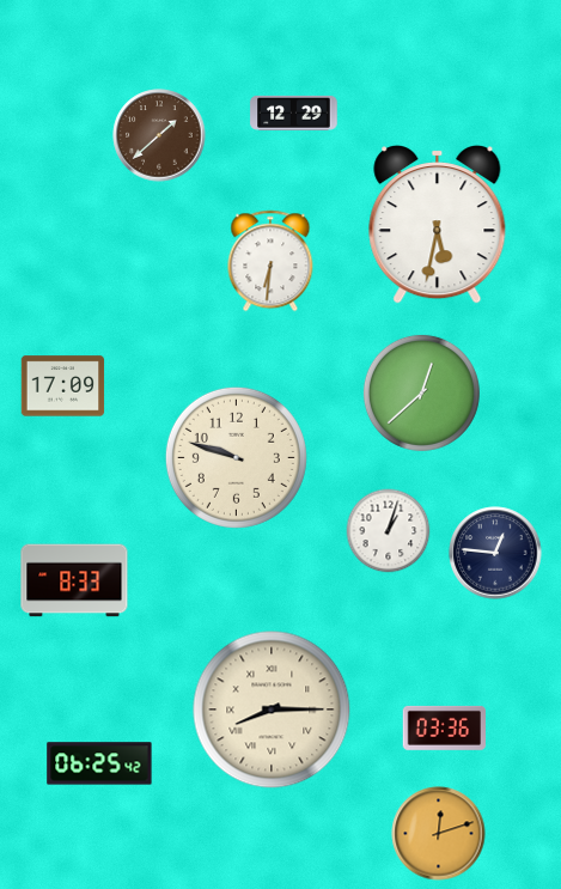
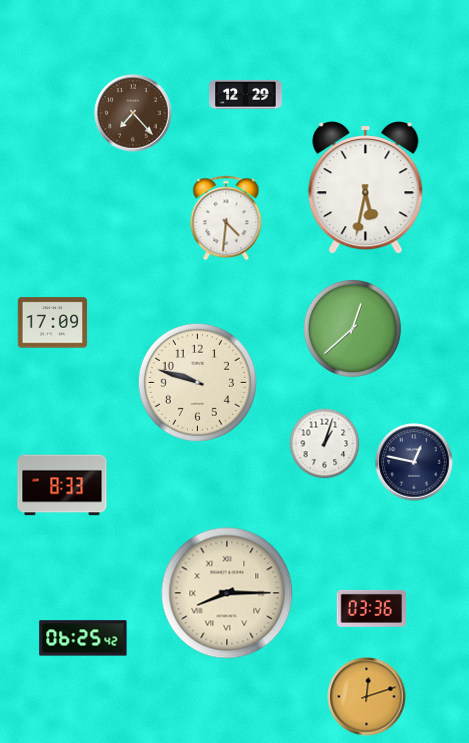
clock at (159, 135): 1:38 -> 7:23
clock at (270, 261): 6:31 -> 4:31
clock at (495, 553): 12:46 -> 12:47
